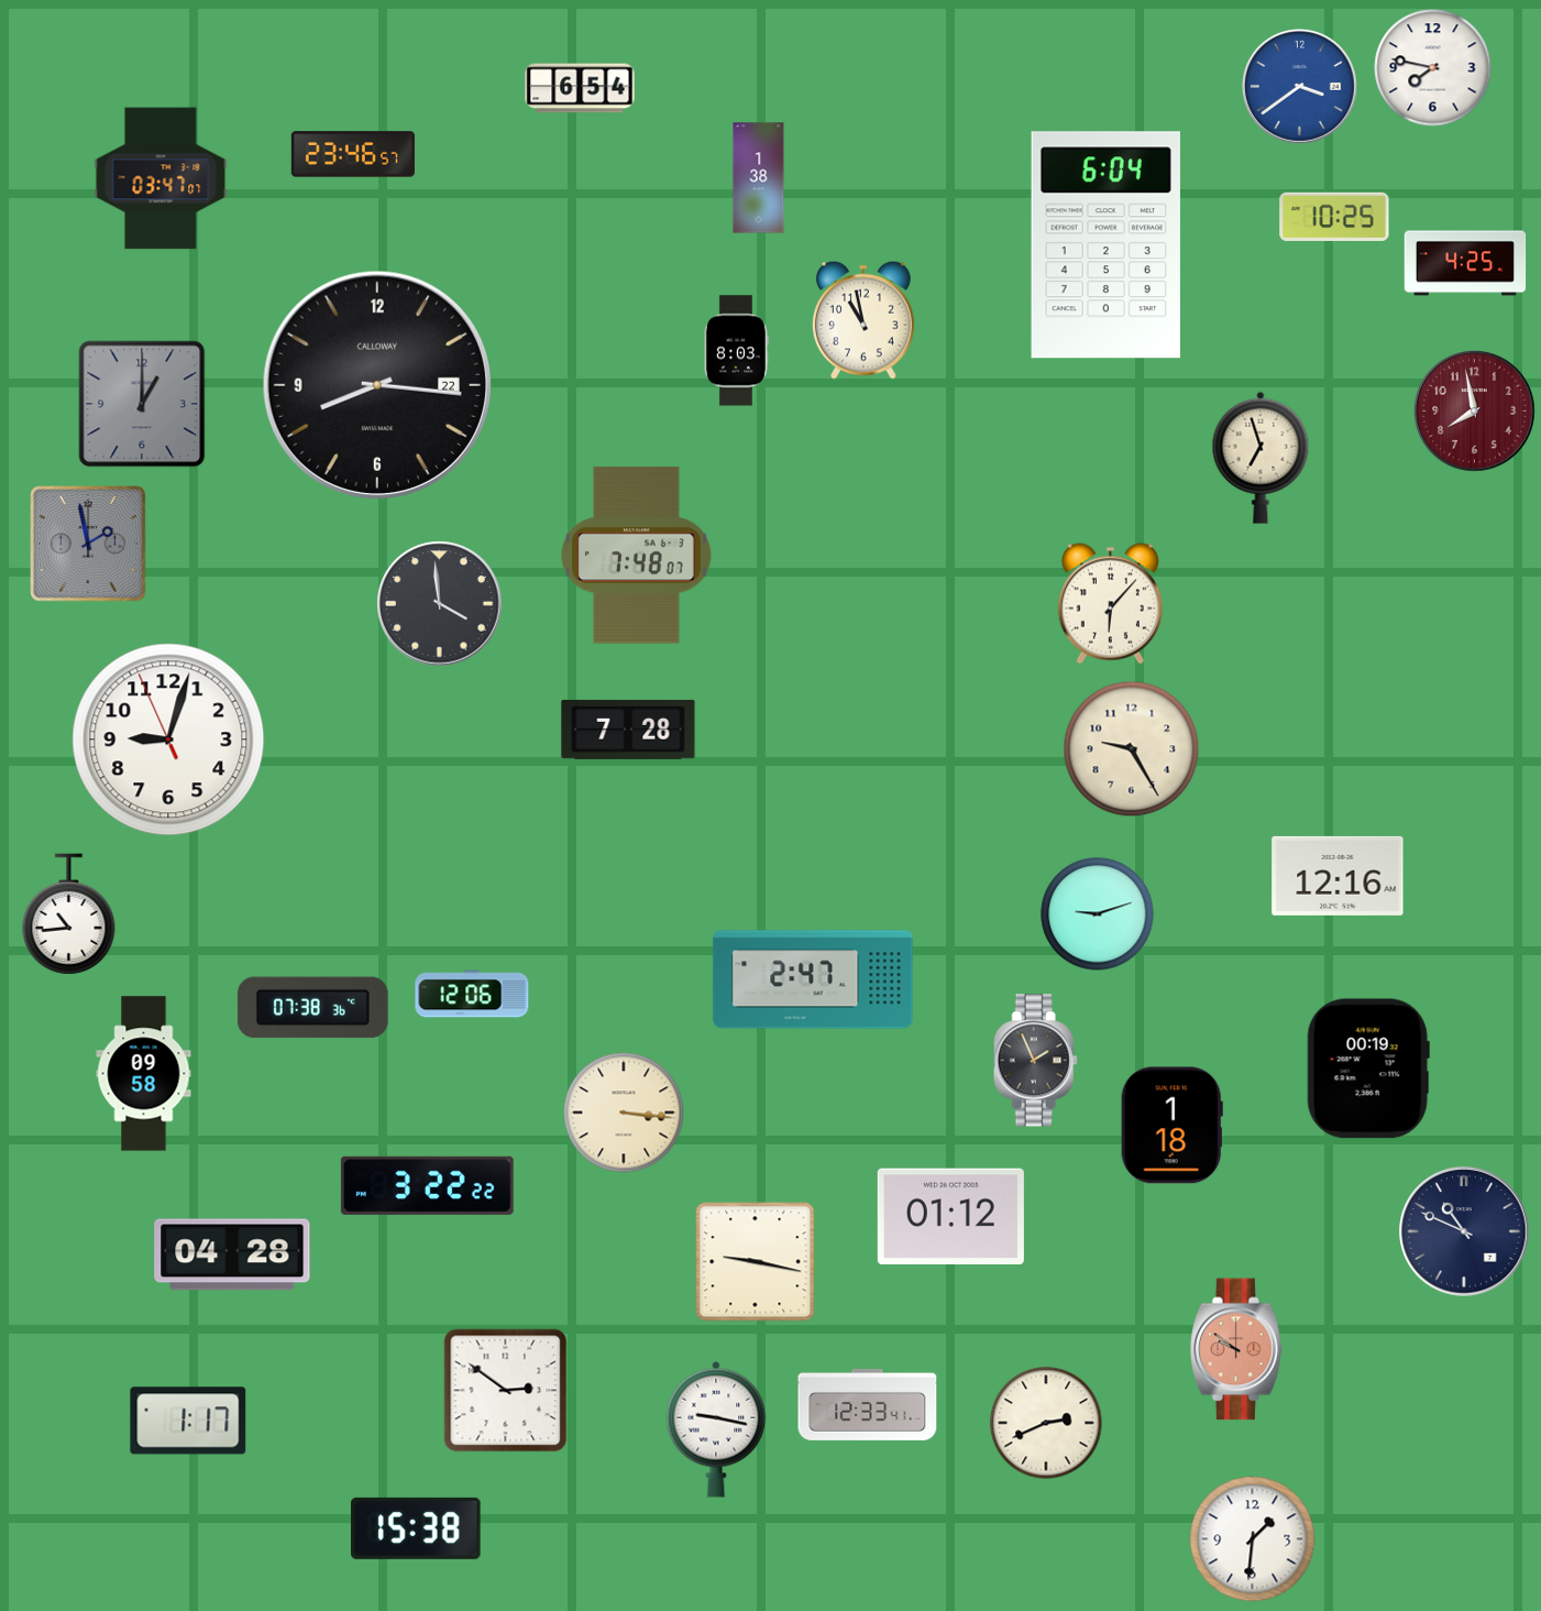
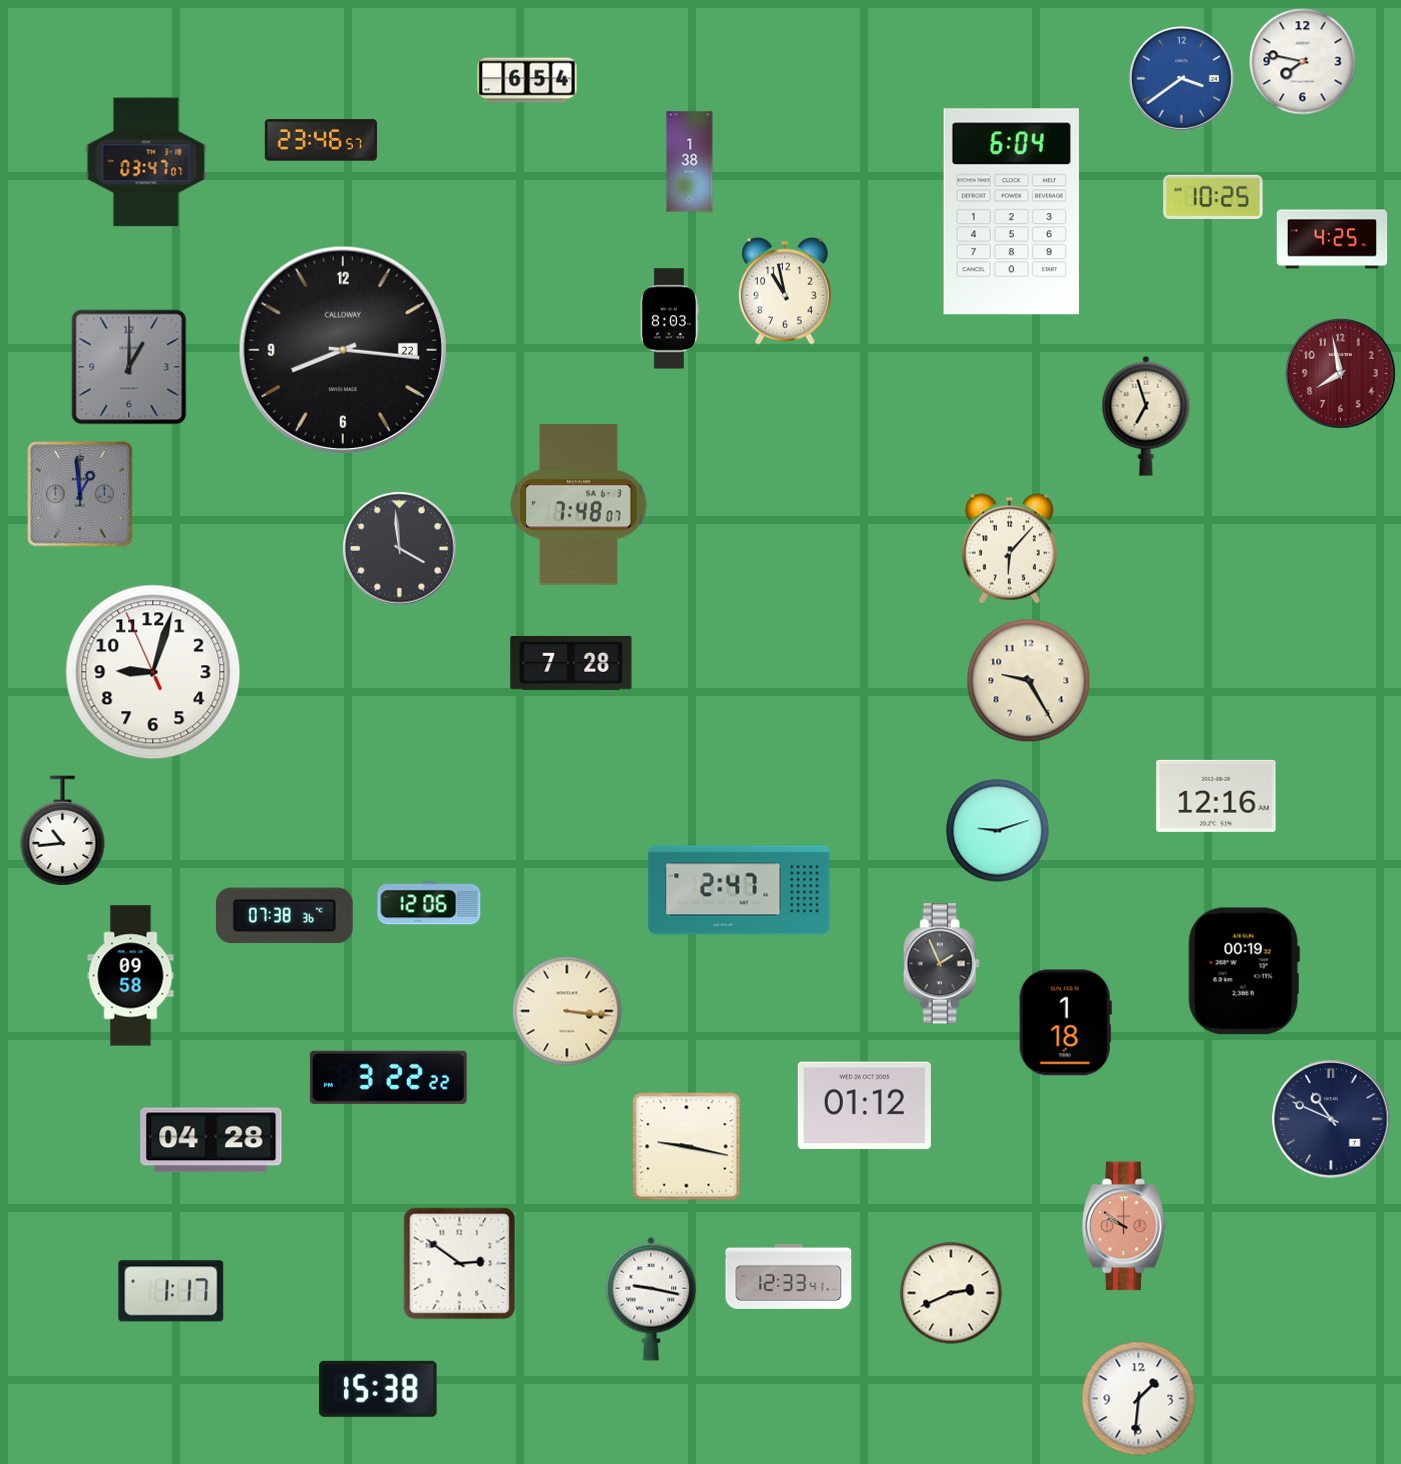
clock at (1105, 245) position: (1105, 245) -> (1011, 212)
clock at (88, 544): 1:58 -> 12:59
